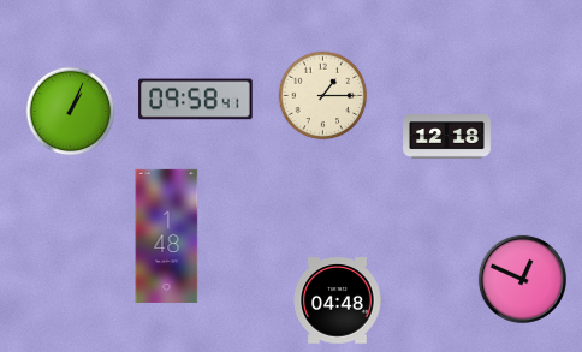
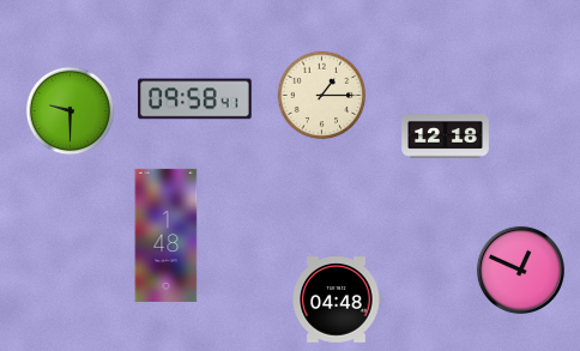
clock at (71, 112): 1:04 -> 9:30
clock at (522, 279) position: (522, 279) -> (520, 270)
